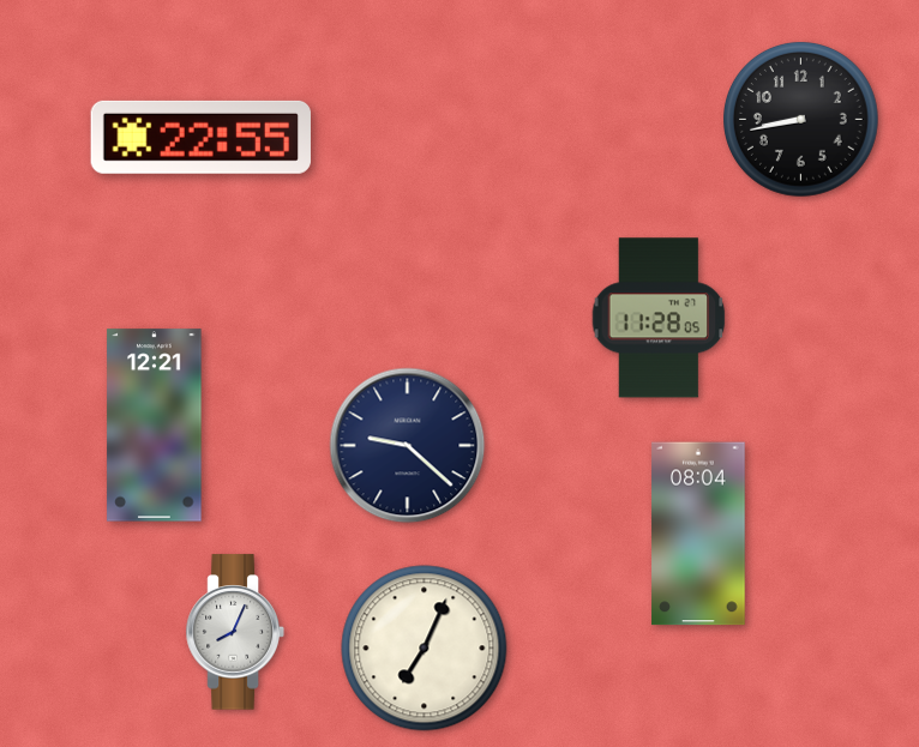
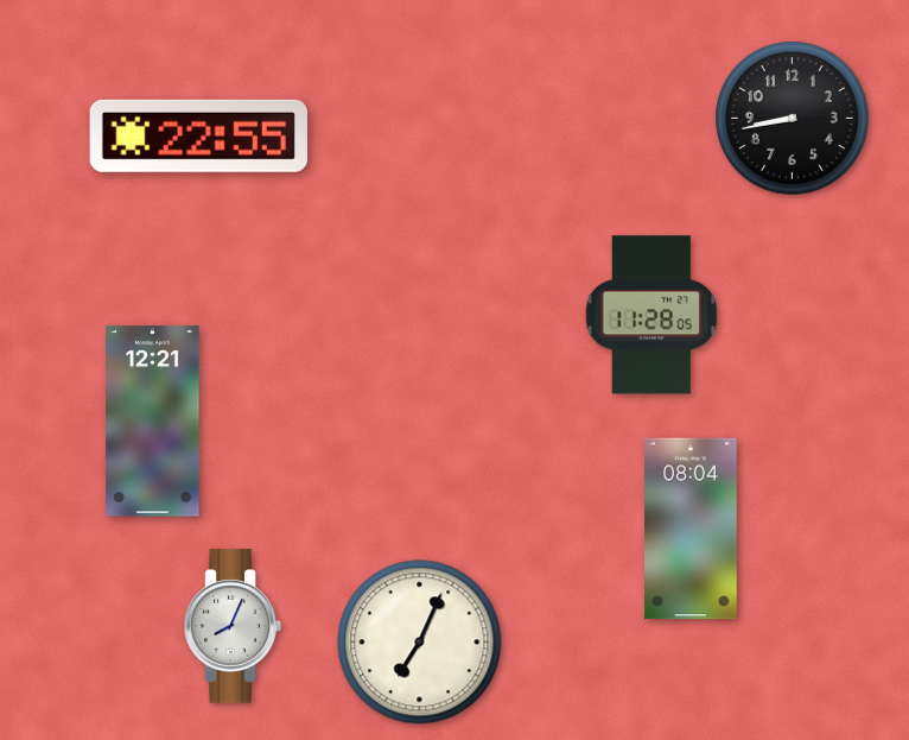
clock at (408, 446): 9:22 -> none
